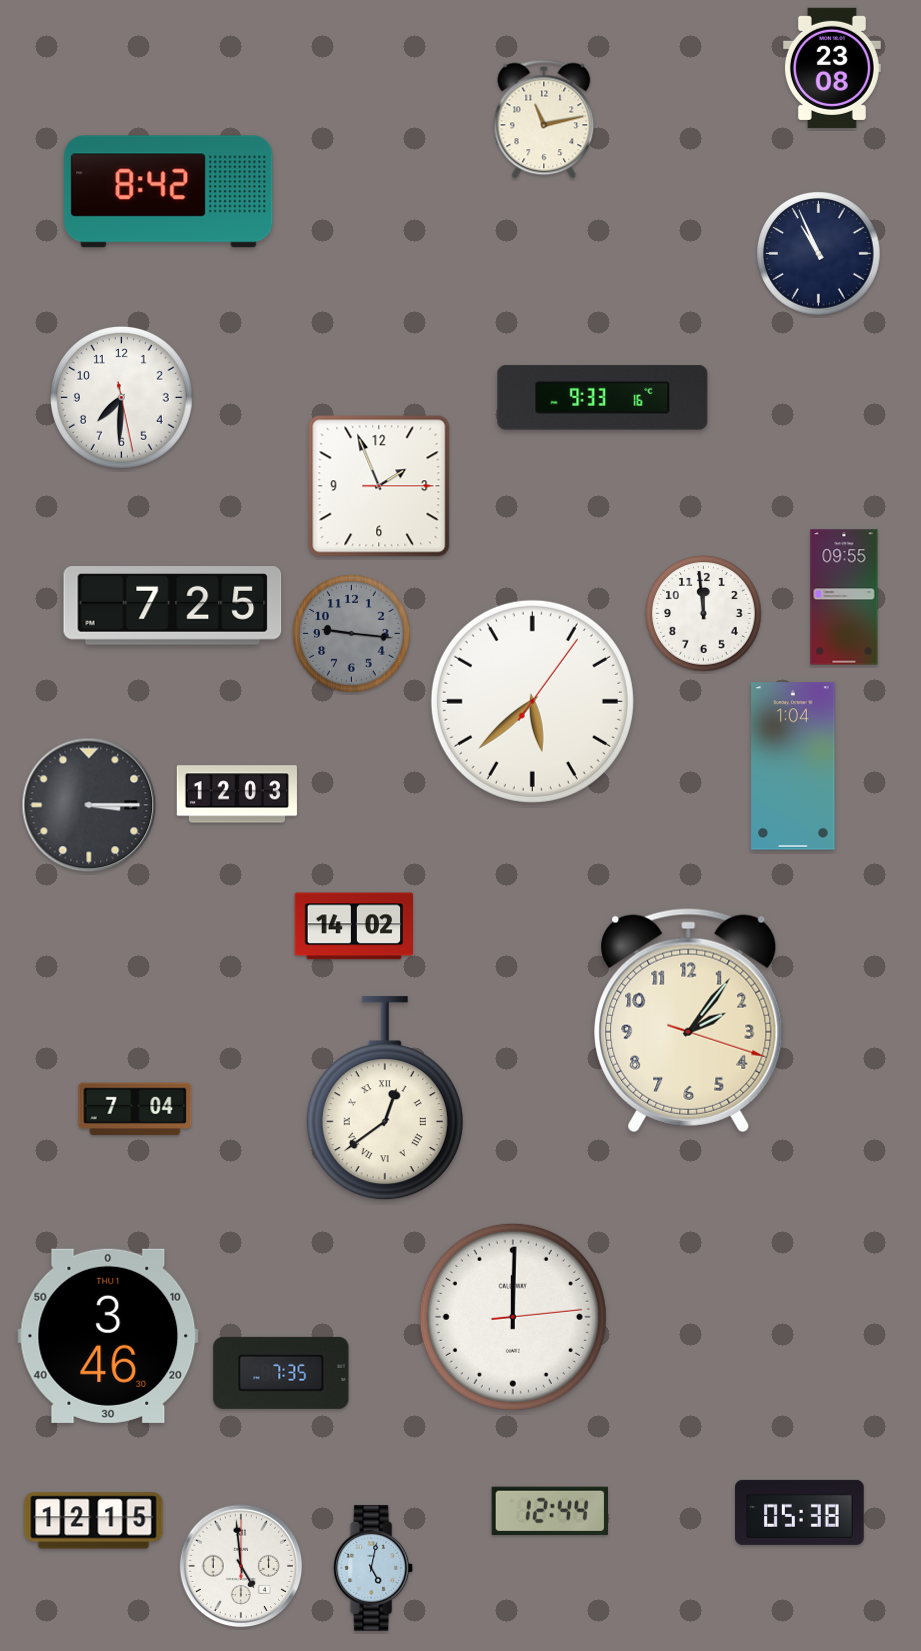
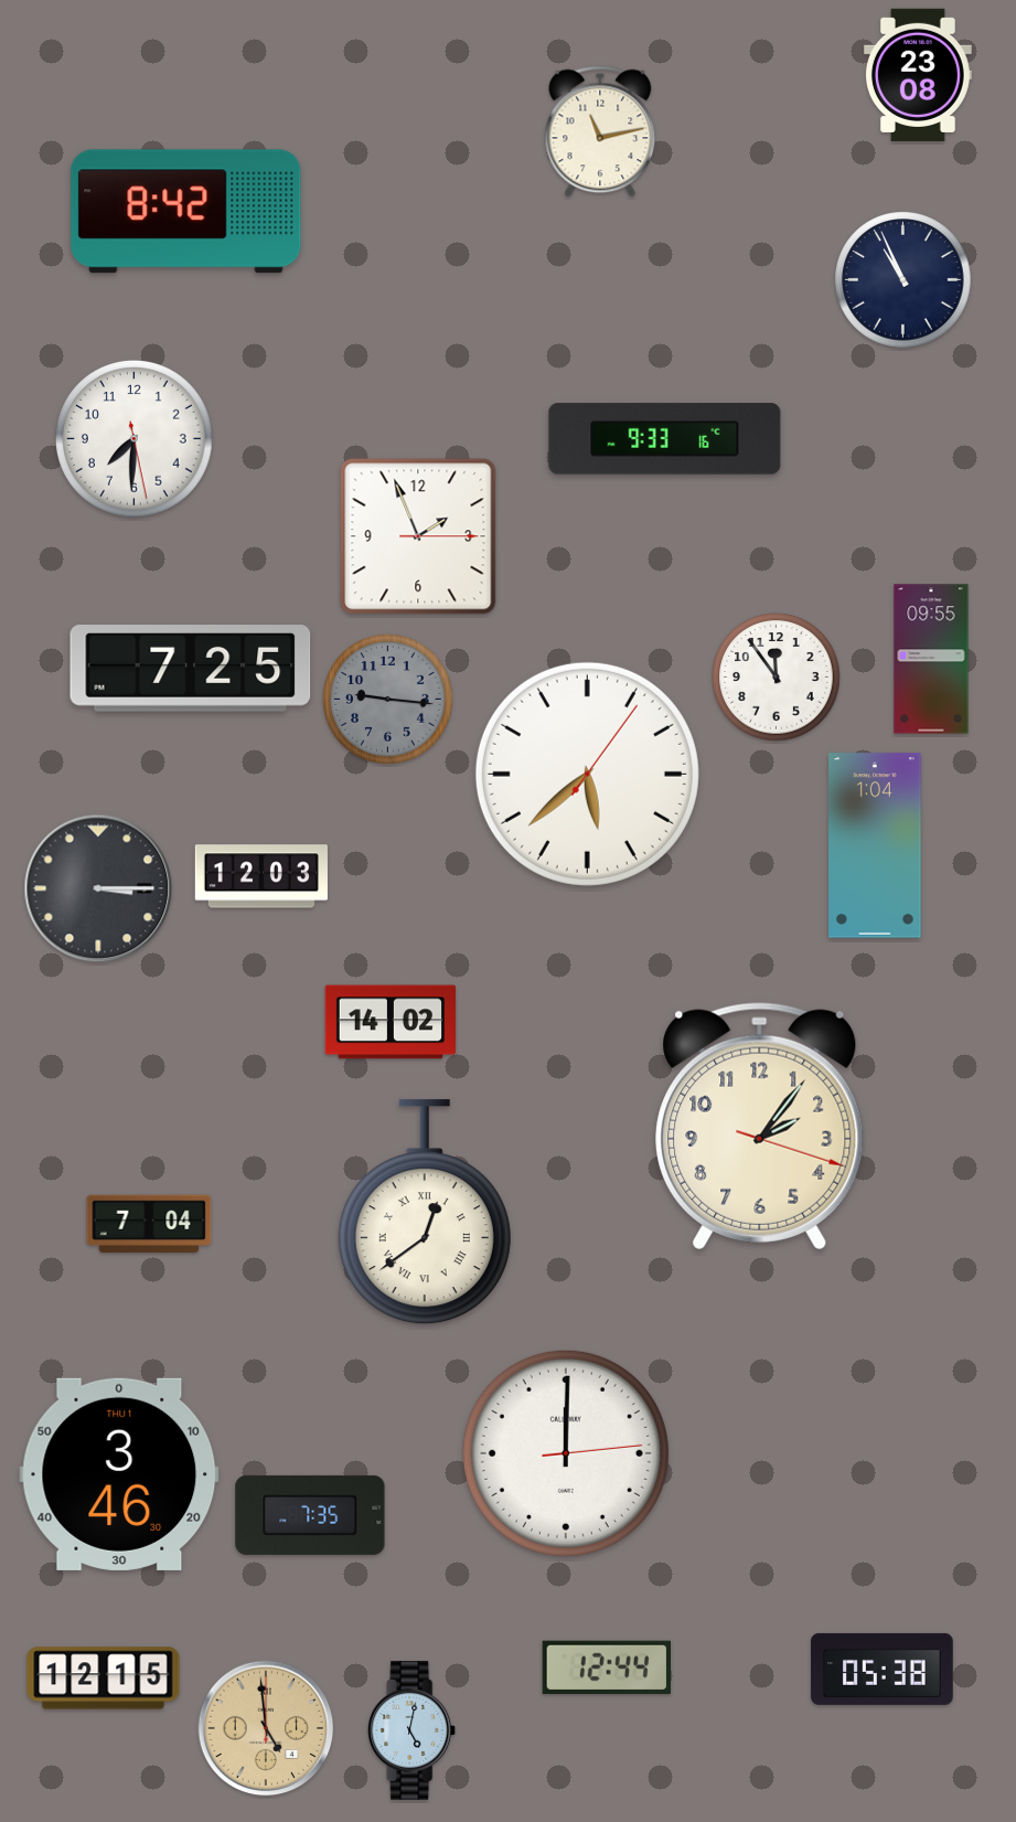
clock at (704, 614): 11:59 -> 11:54
clock at (241, 1566) dial: white -> champagne
